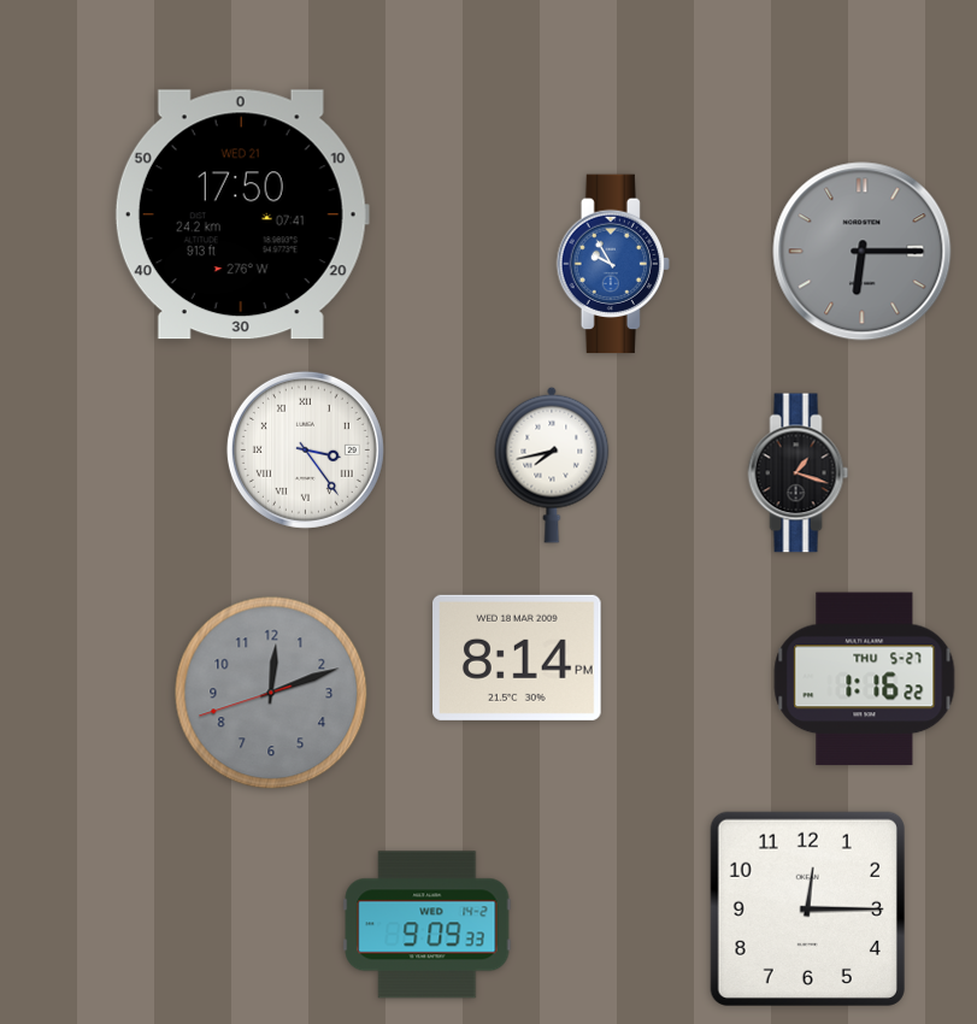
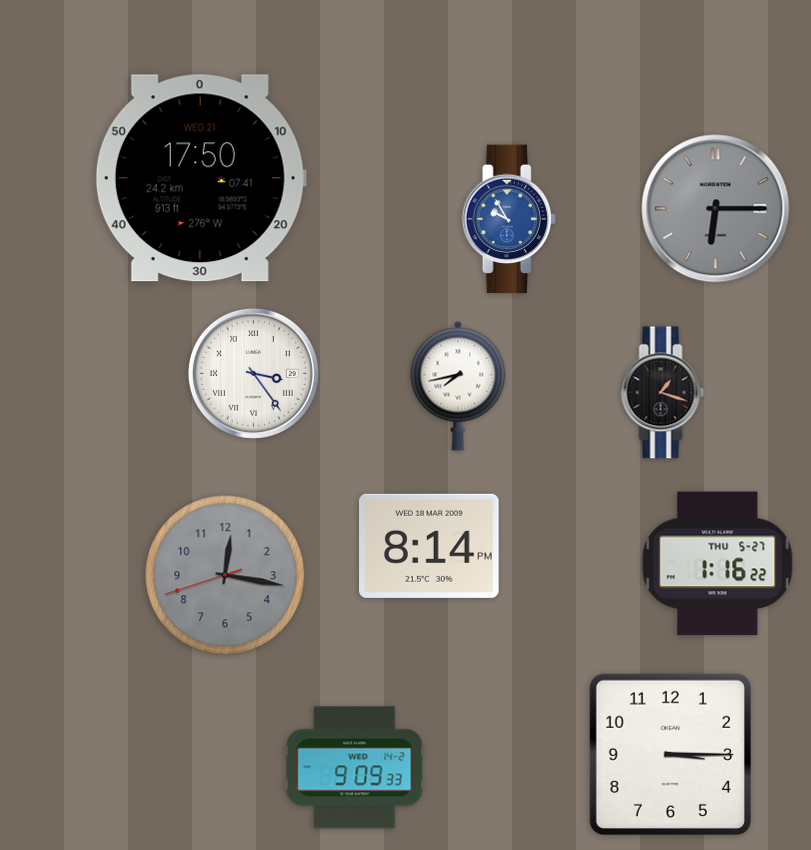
clock at (271, 693): 12:11 -> 12:16
clock at (807, 908): 12:15 -> 3:15
